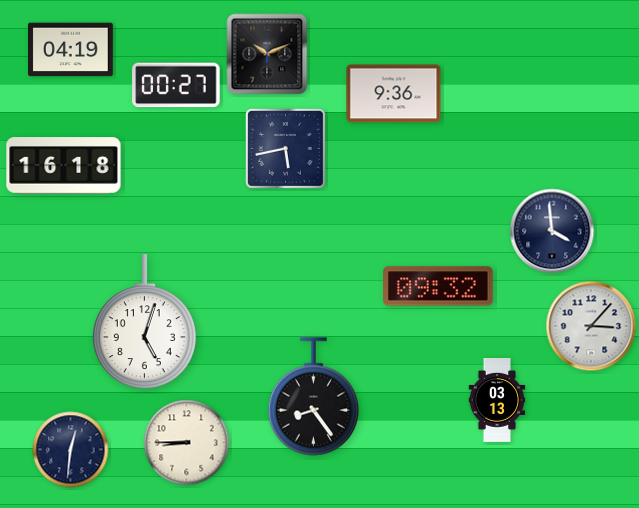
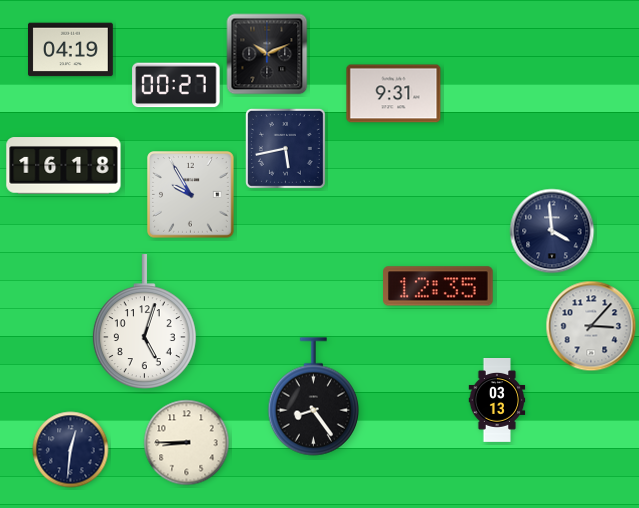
clock at (394, 94): 9:36 -> 9:31
clock at (191, 195): none -> 9:55
clock at (438, 286): 09:32 -> 12:35
